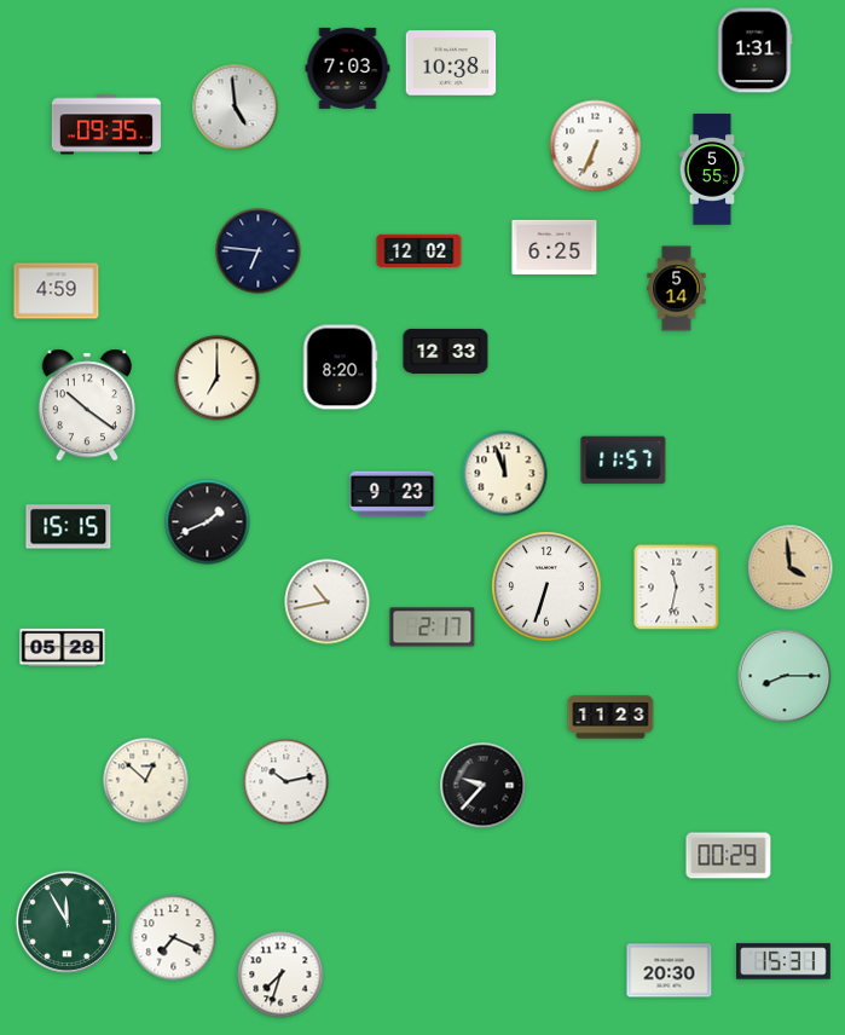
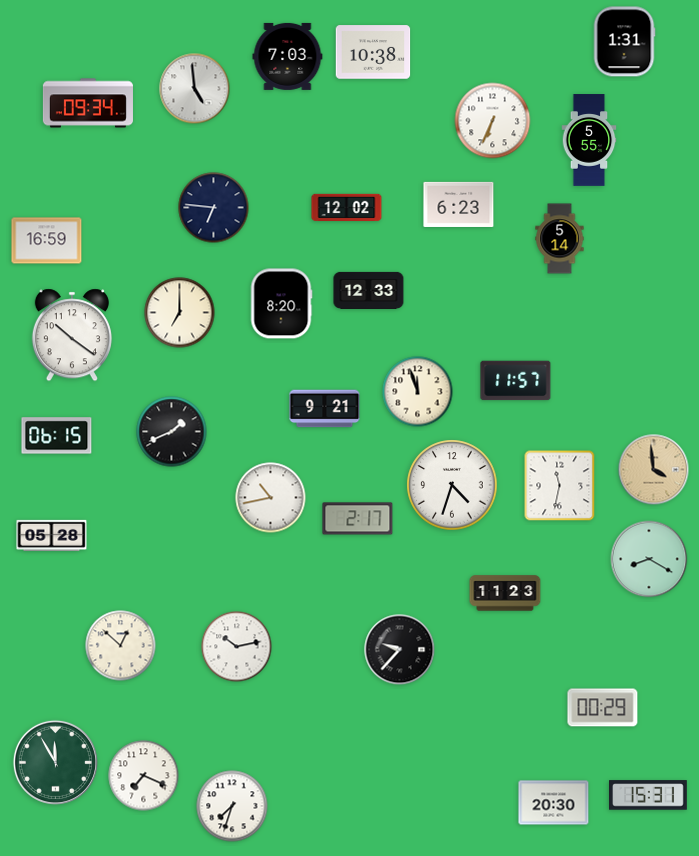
clock at (106, 125): 09:35 -> 09:34
clock at (555, 247): 6:25 -> 6:23
clock at (57, 291): 4:59 -> 16:59
clock at (393, 495): 9:23 -> 9:21
clock at (69, 527): 15:15 -> 06:15
clock at (546, 586): 6:33 -> 4:33
clock at (785, 676): 8:15 -> 8:20
